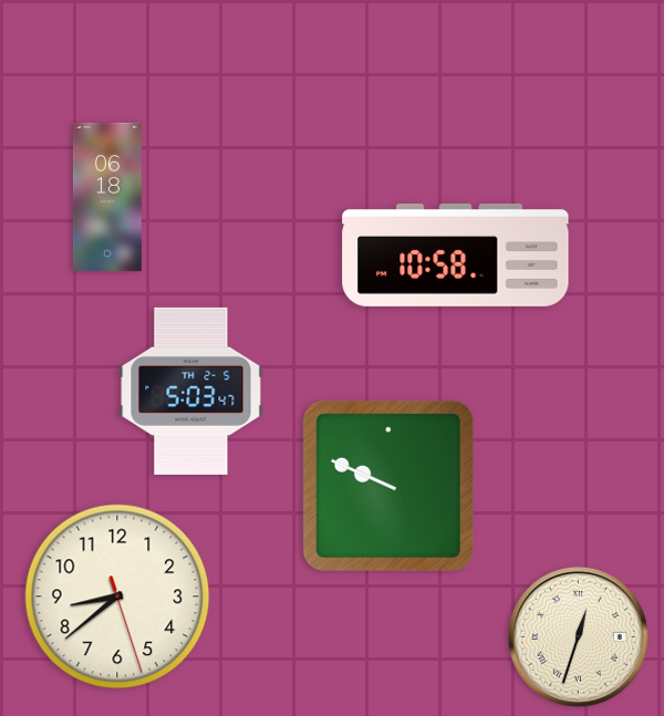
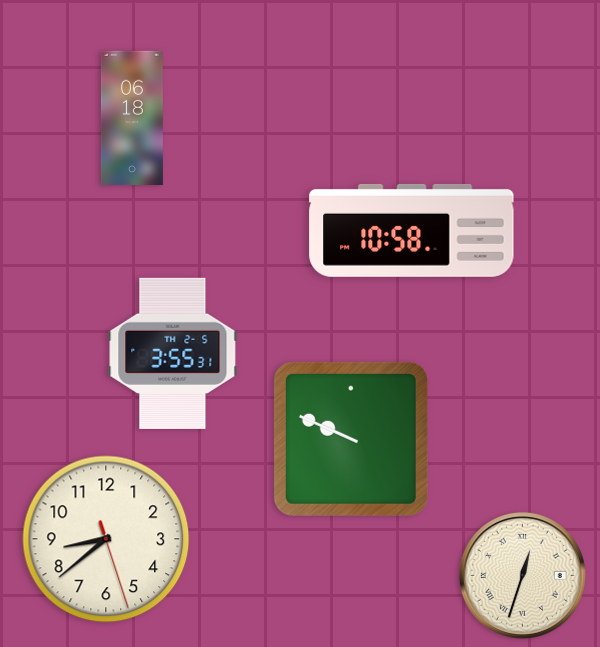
clock at (107, 196) position: (107, 196) -> (132, 117)
clock at (191, 391): 5:03 -> 3:55
